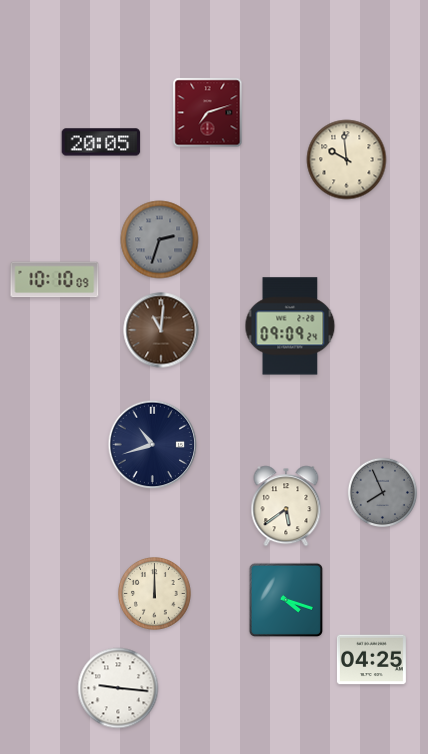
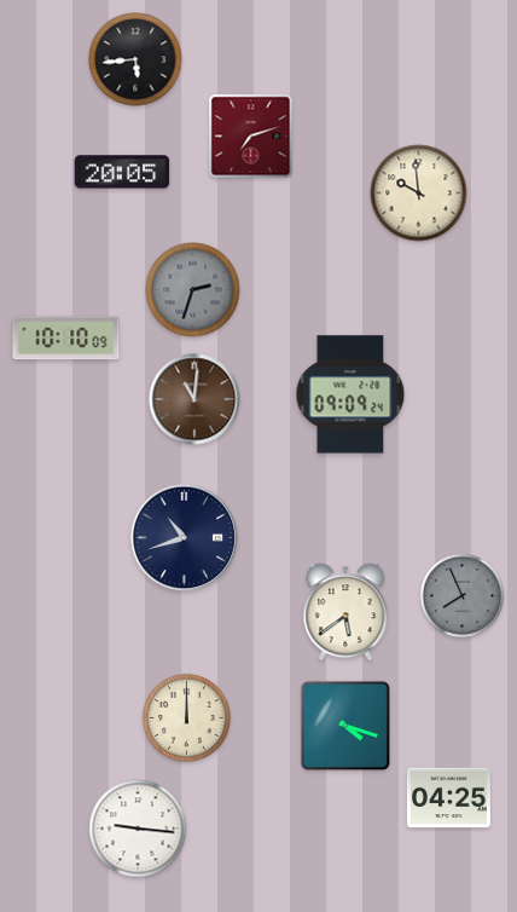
clock at (135, 59): none -> 5:44
clock at (118, 688) position: (118, 688) -> (138, 829)
